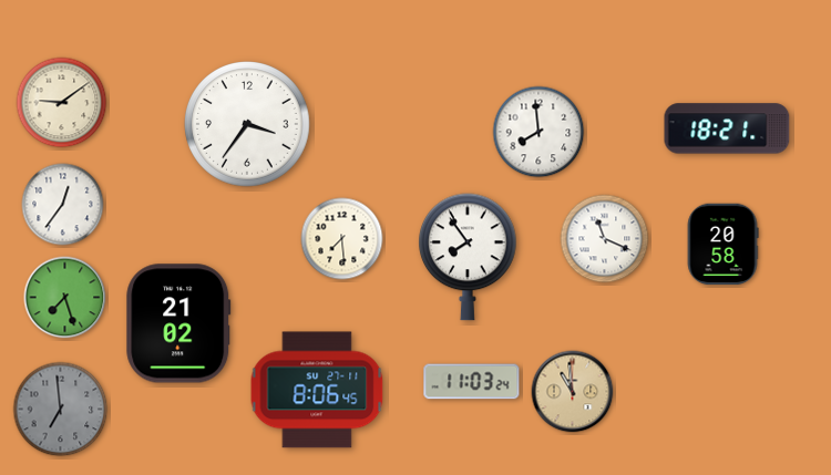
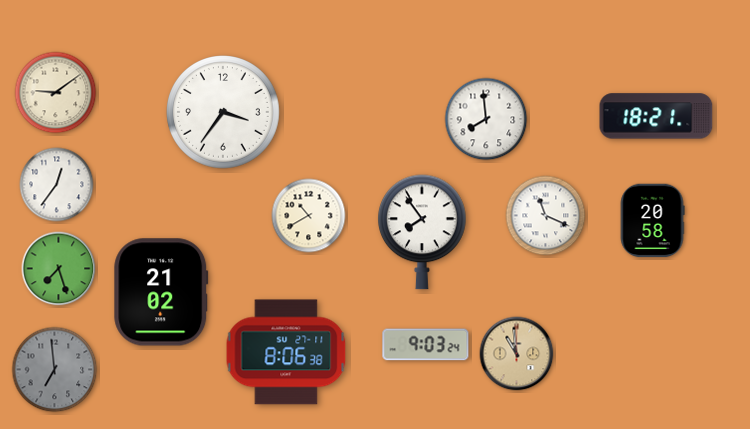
clock at (342, 239): 7:29 -> 10:40
clock at (472, 382): 11:03 -> 9:03
clock at (317, 390): 8:06:45 -> 8:06:38
